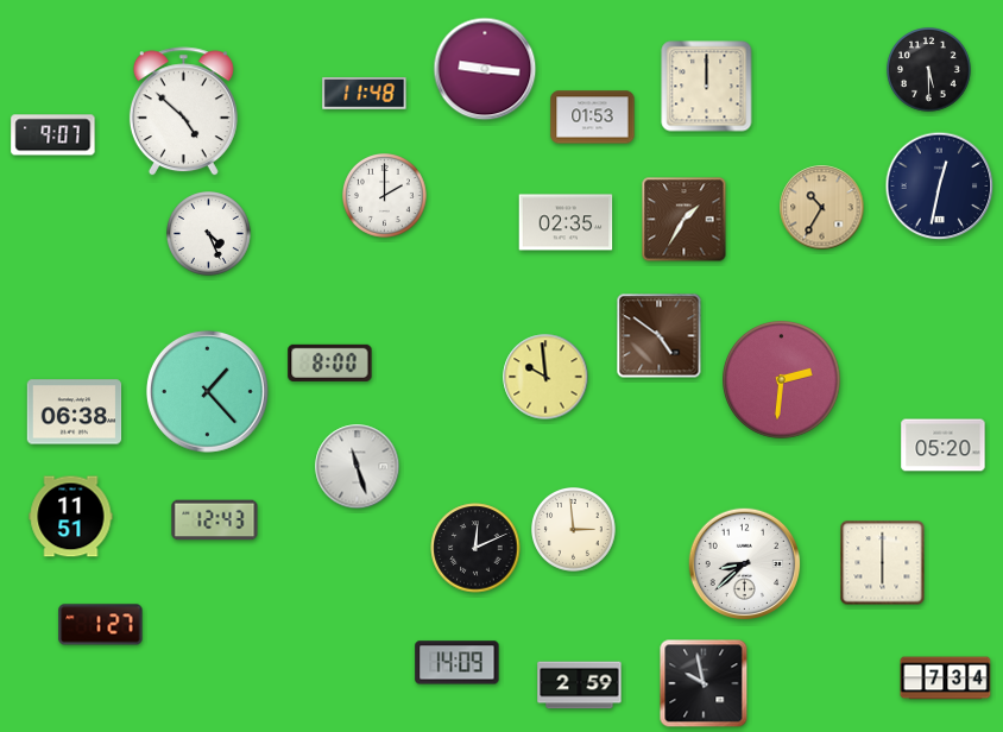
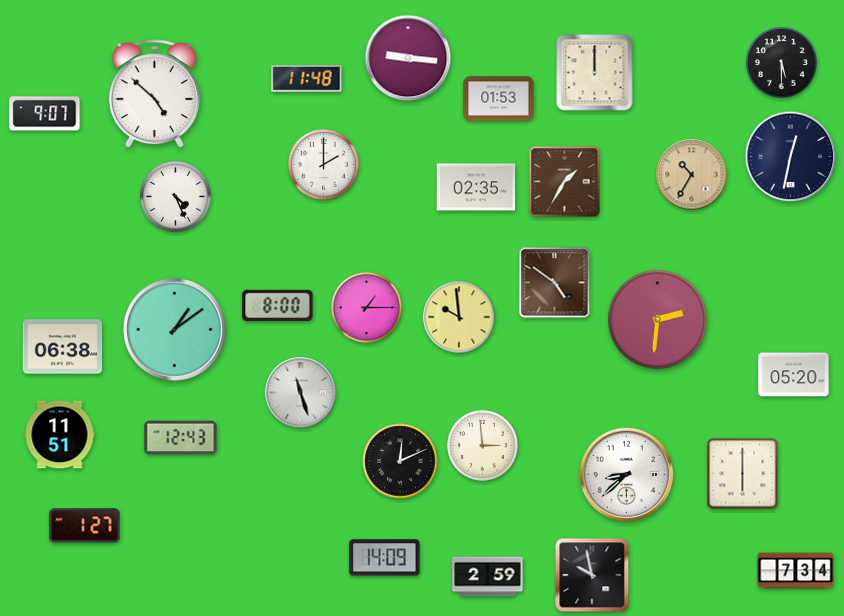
clock at (929, 70) position: (929, 70) -> (782, 63)
clock at (685, 220) position: (685, 220) -> (565, 182)
clock at (367, 308): none -> 1:15
clock at (207, 391): 1:23 -> 1:09
